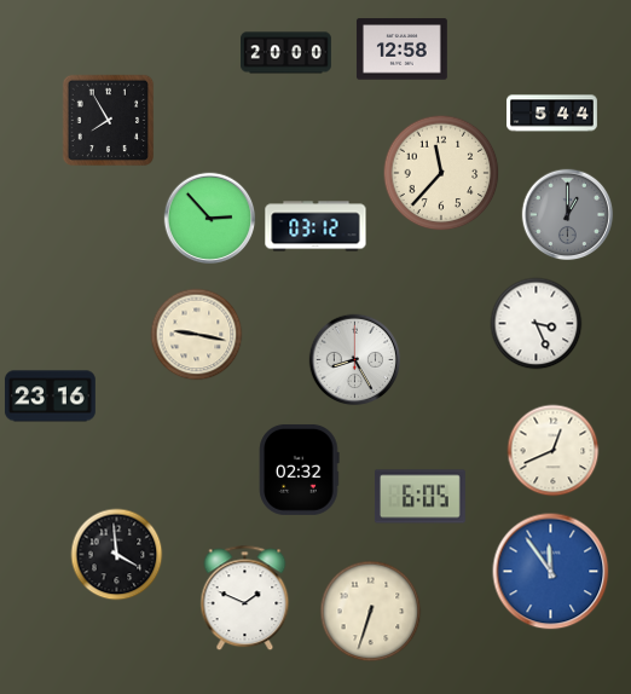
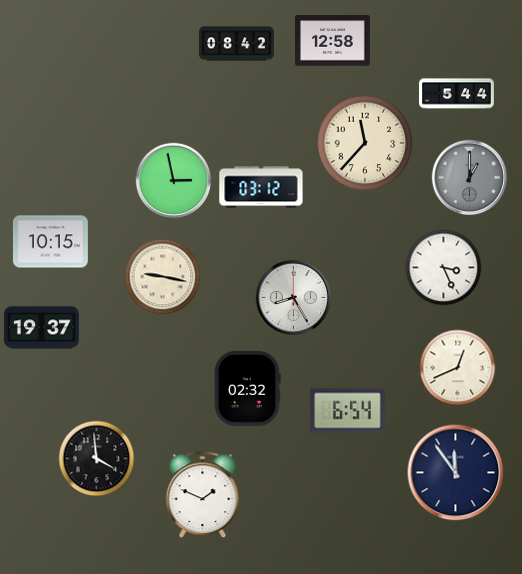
clock at (286, 53): 20:00 -> 08:42
clock at (109, 121): 7:55 -> none
clock at (210, 219): 2:53 -> 2:58
clock at (50, 242): none -> 10:15
clock at (50, 397): 23:16 -> 19:37
clock at (554, 451) position: (554, 451) -> (458, 368)
clock at (419, 497): 6:05 -> 6:54
clock at (551, 572) dial: blue -> navy
clock at (371, 612): 6:33 -> none
